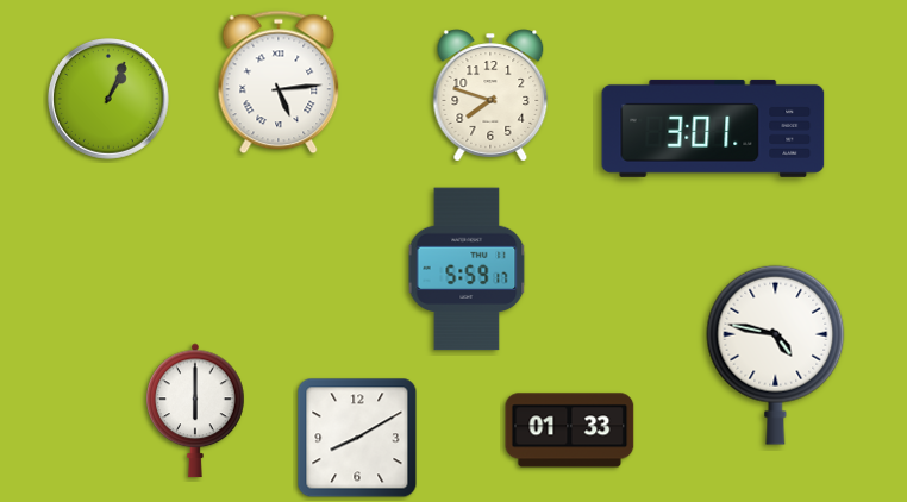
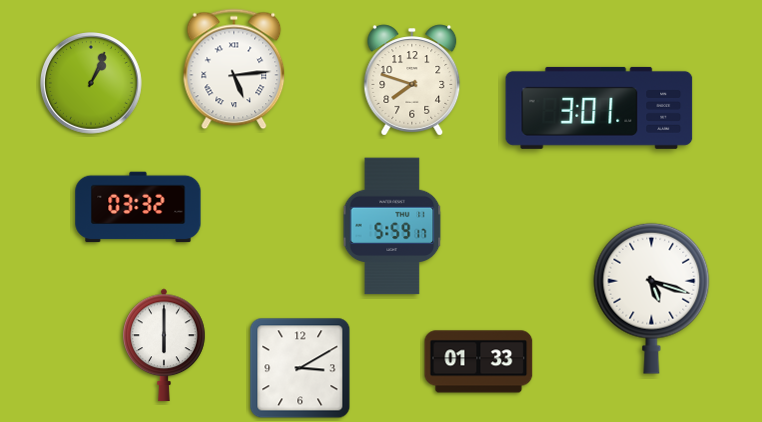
clock at (138, 207): none -> 03:32
clock at (776, 354): 4:47 -> 5:18
clock at (357, 438): 8:10 -> 3:10
